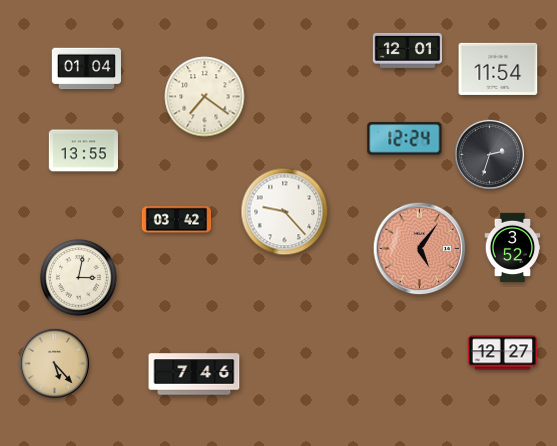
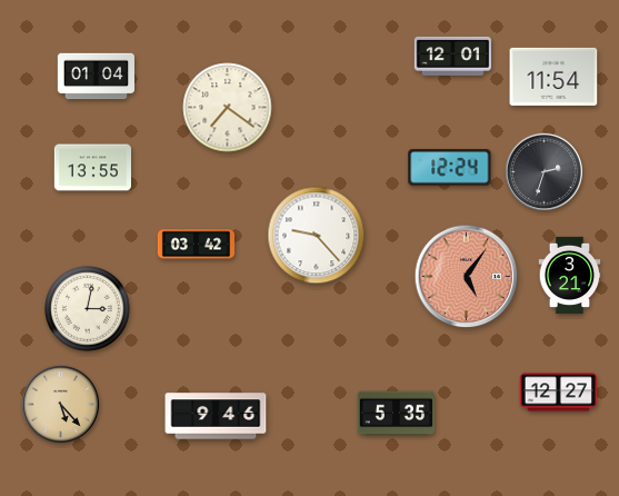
clock at (405, 139) position: (405, 139) -> (450, 168)
clock at (513, 248): 3:52 -> 3:21
clock at (396, 414): none -> 5:35
clock at (194, 374): 7:46 -> 9:46
